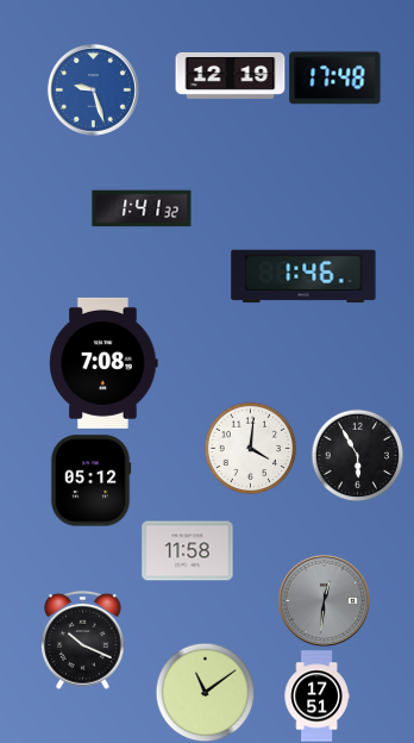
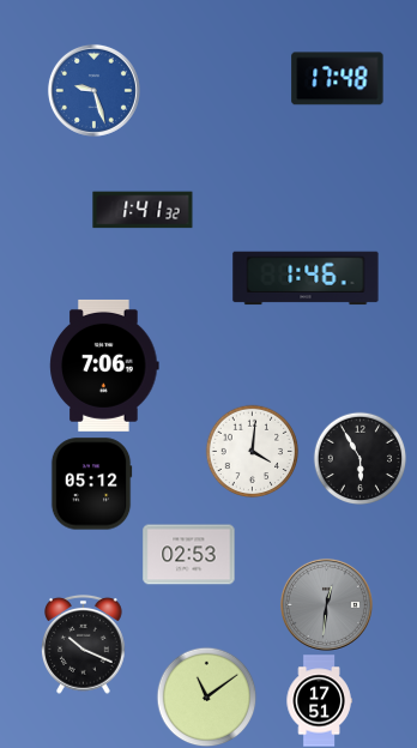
clock at (231, 75): 12:19 -> none
clock at (103, 363): 7:08 -> 7:06
clock at (188, 551): 11:58 -> 02:53
